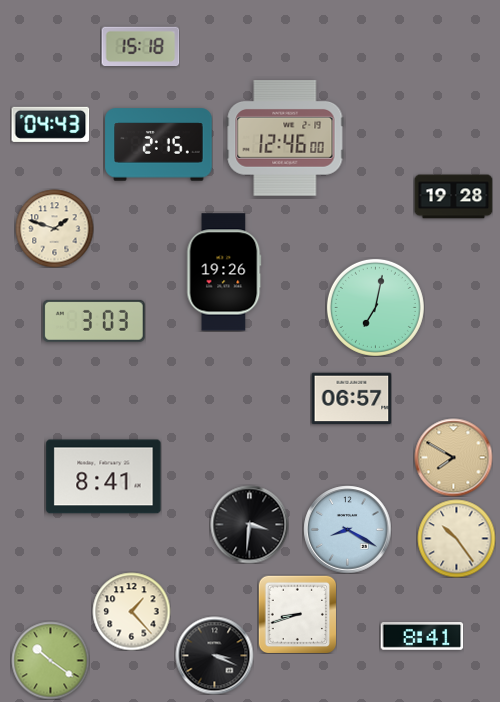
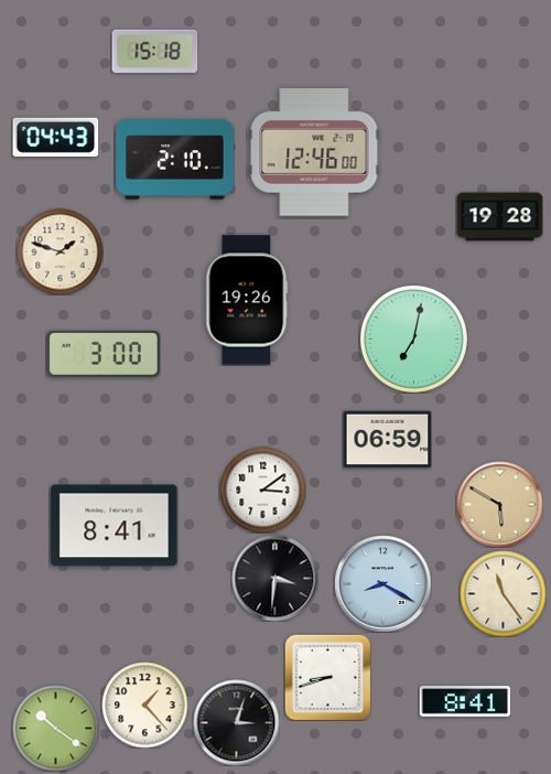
clock at (159, 145): 2:15 -> 2:10
clock at (94, 321): 3:03 -> 3:00
clock at (351, 399): 06:57 -> 06:59
clock at (262, 490): none -> 3:09
clock at (453, 457): 7:50 -> 5:50
clock at (456, 538): 10:24 -> 11:24
clock at (131, 611) position: (131, 611) -> (144, 705)
clock at (214, 655): 3:19 -> 3:03
